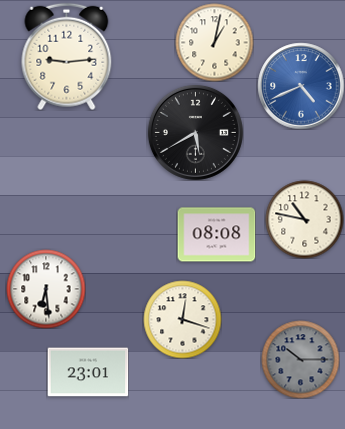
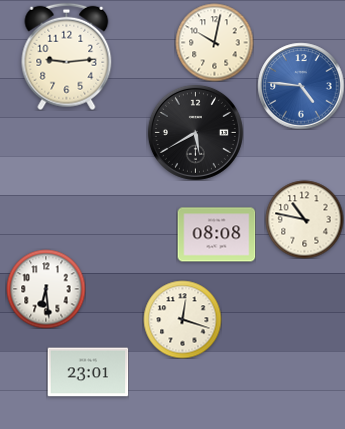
clock at (214, 42): 1:02 -> 10:02
clock at (301, 86): 4:41 -> 4:46
clock at (300, 359): 10:15 -> none
